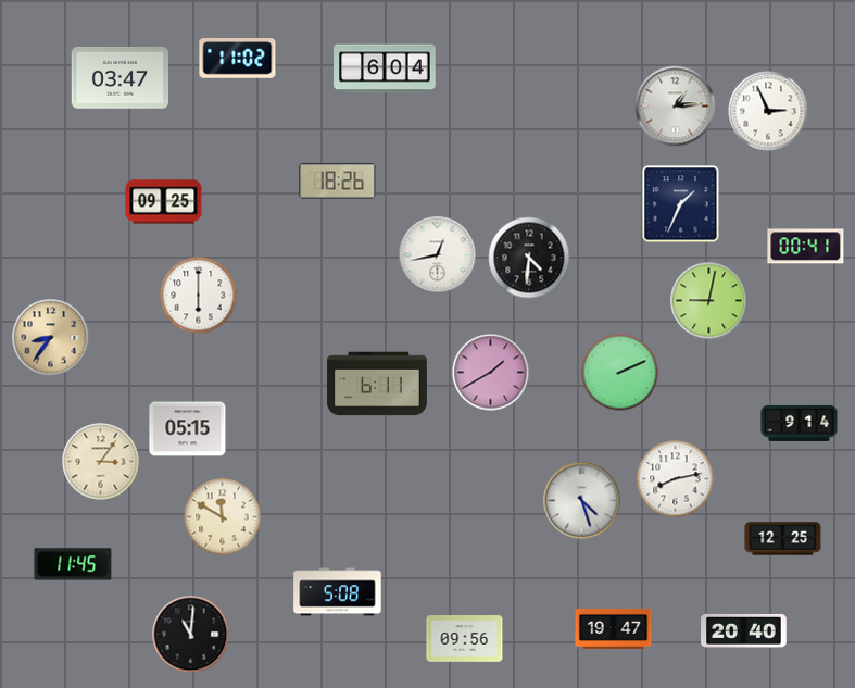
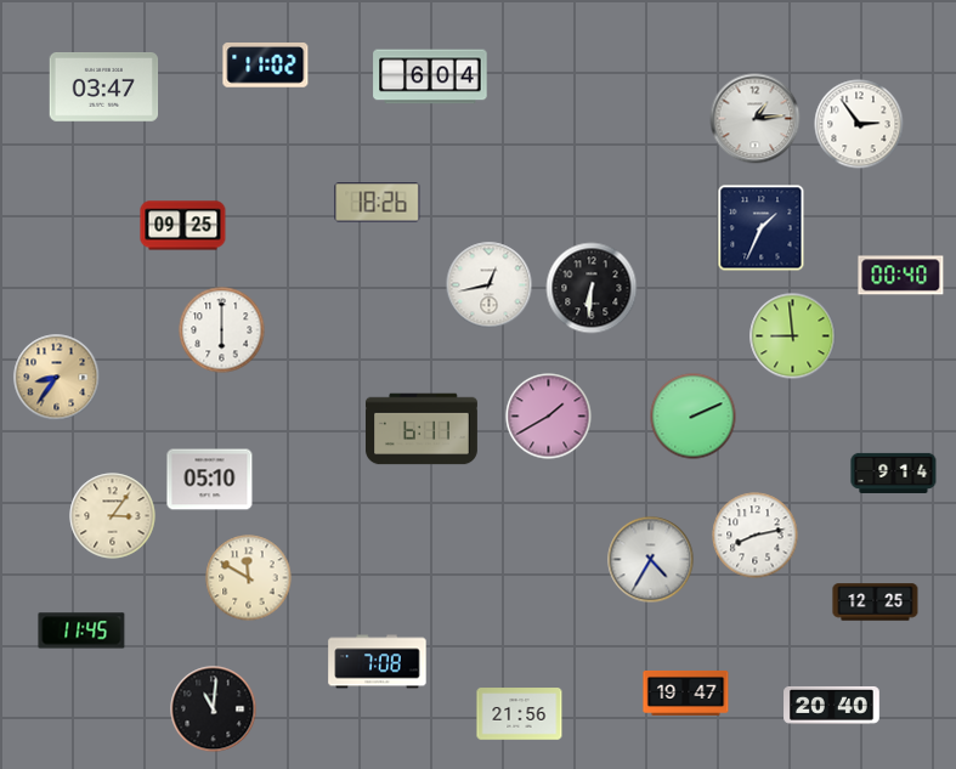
clock at (121, 78) position: (121, 78) -> (104, 87)
clock at (768, 111): 2:56 -> 2:54
clock at (806, 247): 00:41 -> 00:40
clock at (529, 258): 4:31 -> 6:31
clock at (709, 301): 9:02 -> 8:59
clock at (188, 429): 05:15 -> 05:10
clock at (582, 501): 4:27 -> 4:35
clock at (338, 592): 5:08 -> 7:08
clock at (614, 628) position: (614, 628) -> (686, 692)
clock at (465, 639): 09:56 -> 21:56
